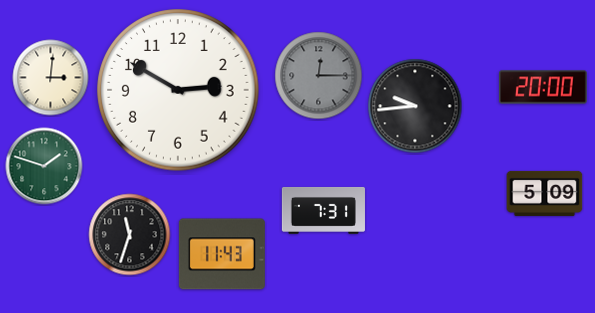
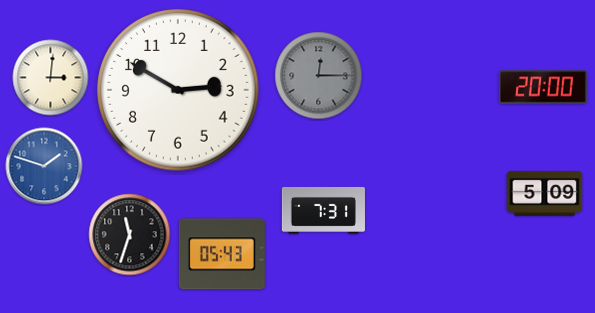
clock at (415, 106): 9:44 -> none
clock at (44, 166) dial: green -> blue
clock at (222, 254): 11:43 -> 05:43
